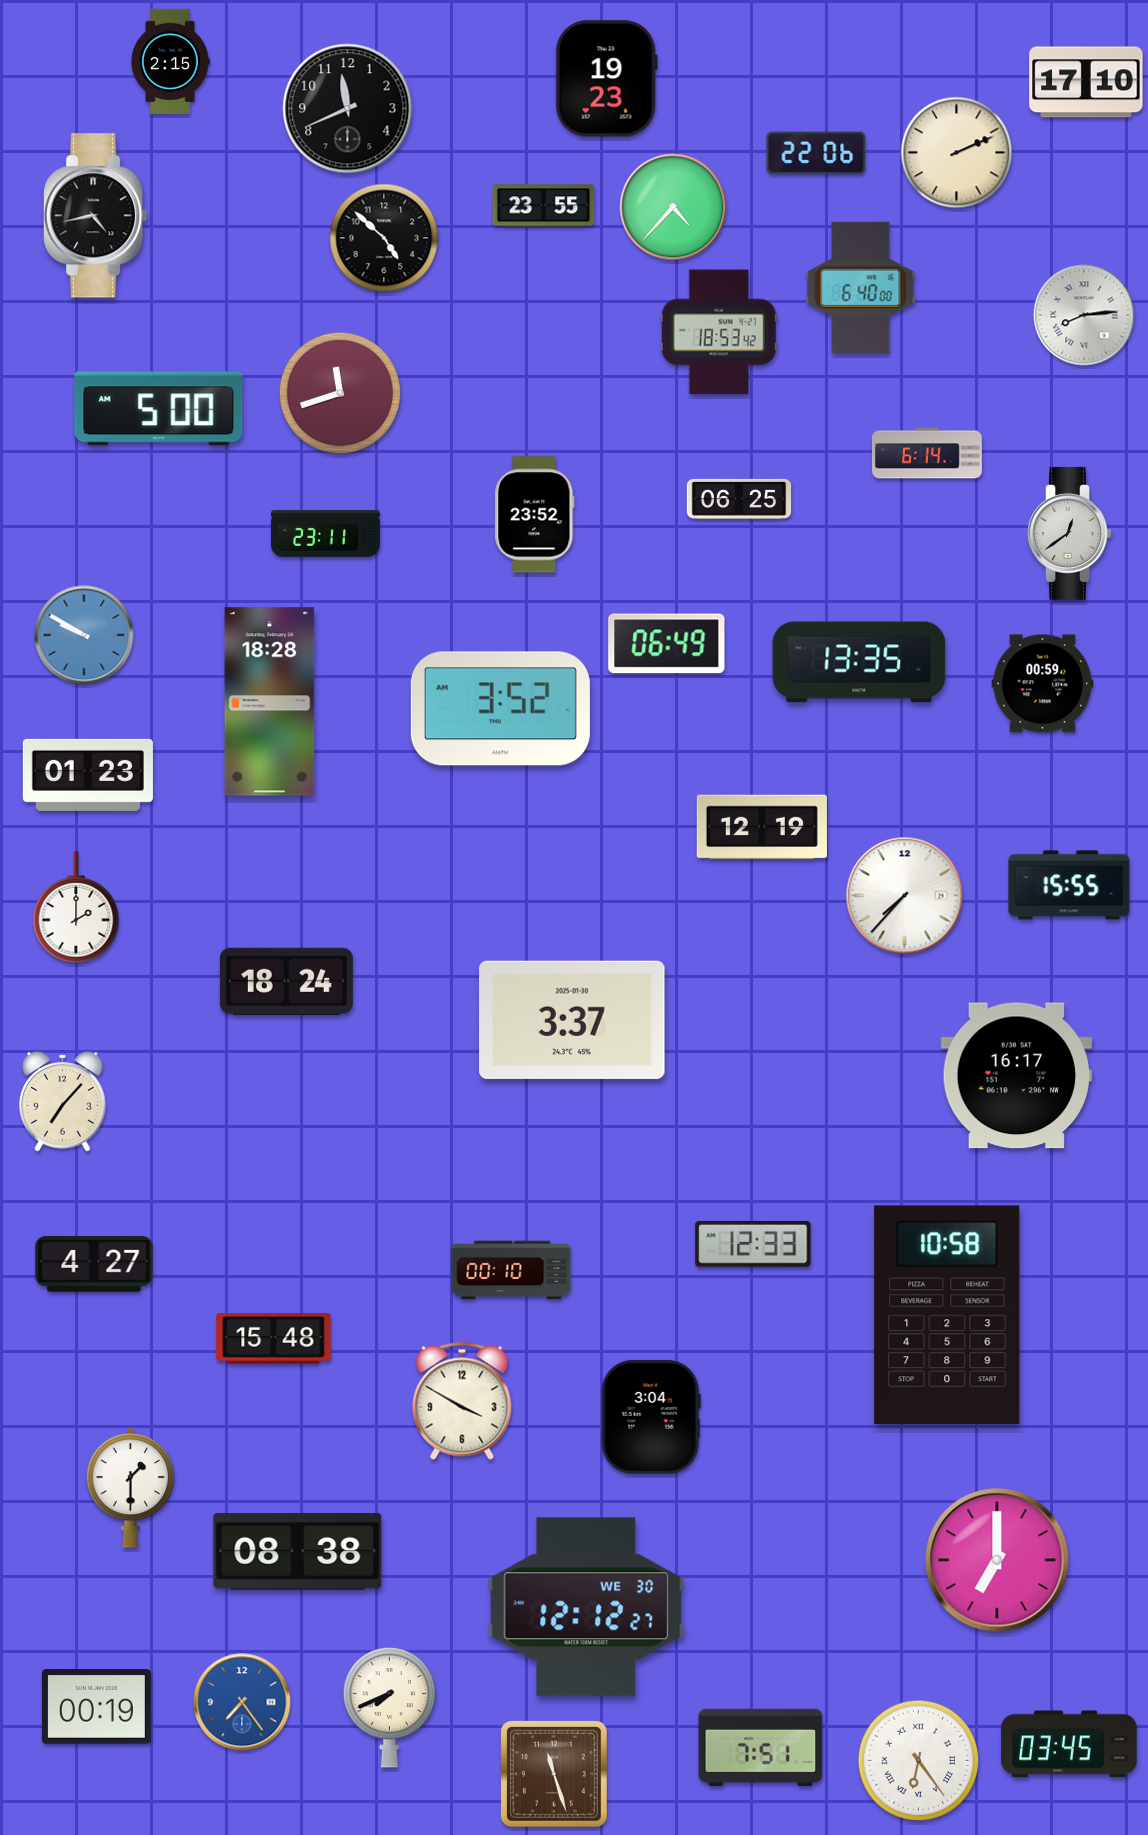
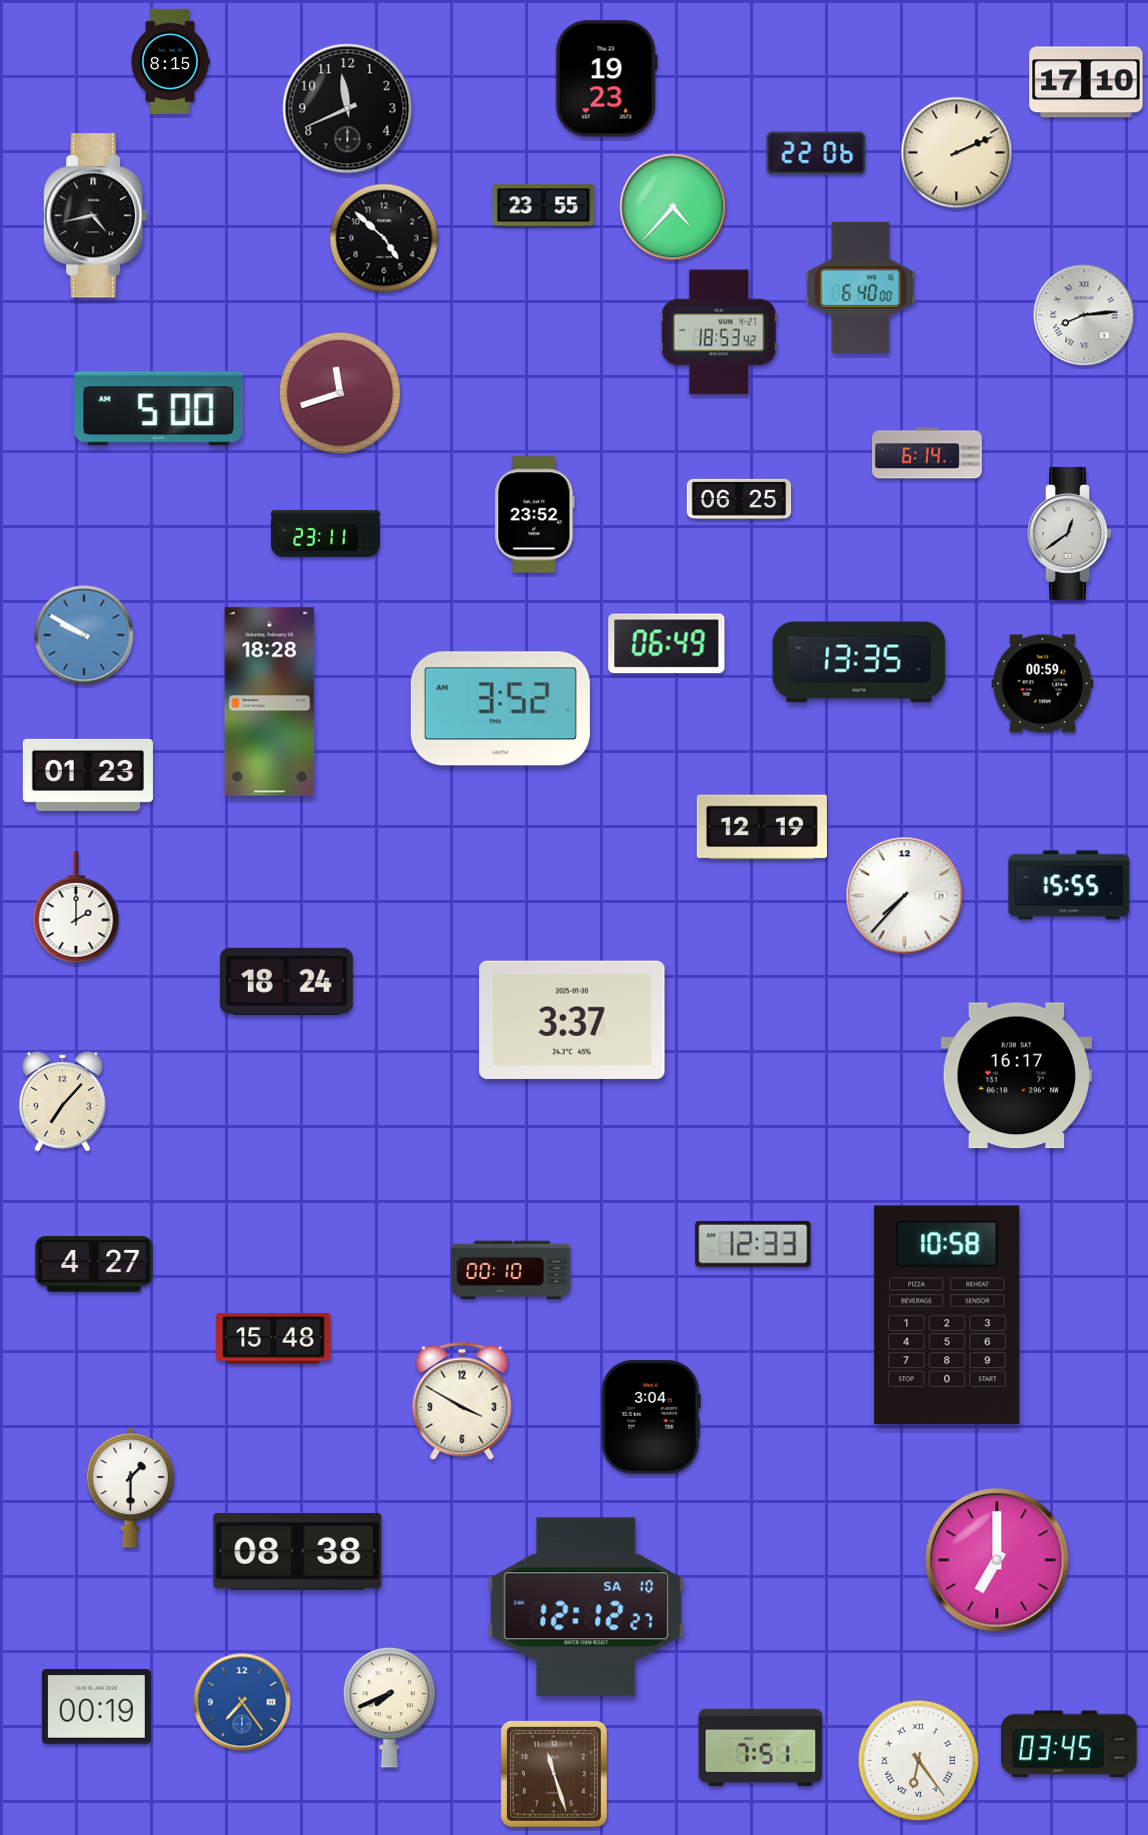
clock at (171, 62): 2:15 -> 8:15
clock at (586, 1607) date: WE 30 -> SA 10
